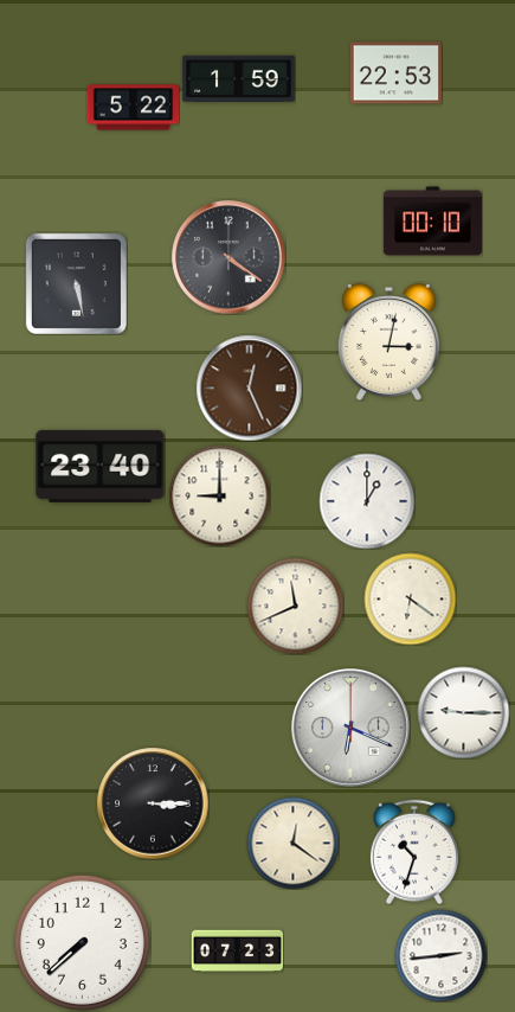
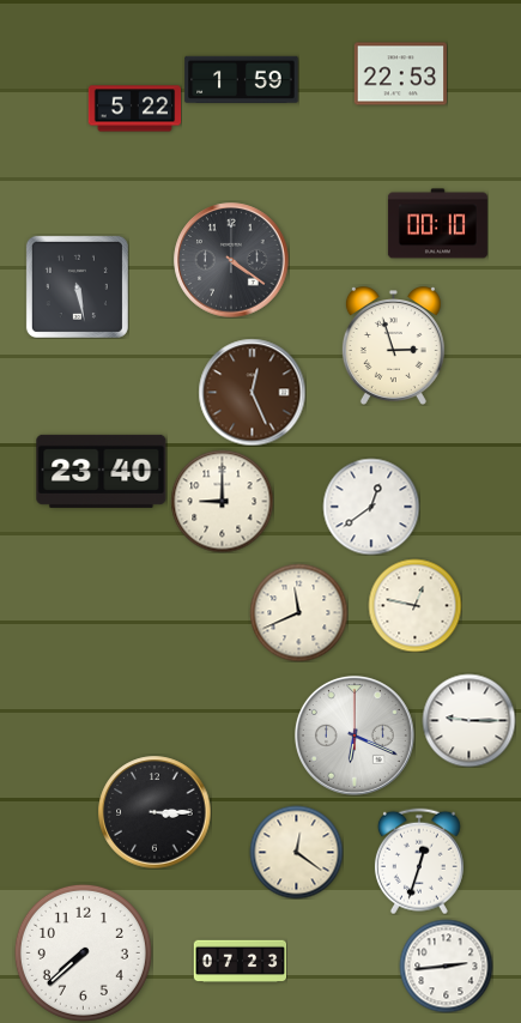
clock at (388, 342): 3:02 -> 2:57
clock at (367, 501): 1:00 -> 12:39
clock at (410, 598): 6:21 -> 12:47
clock at (414, 852): 10:33 -> 12:33
